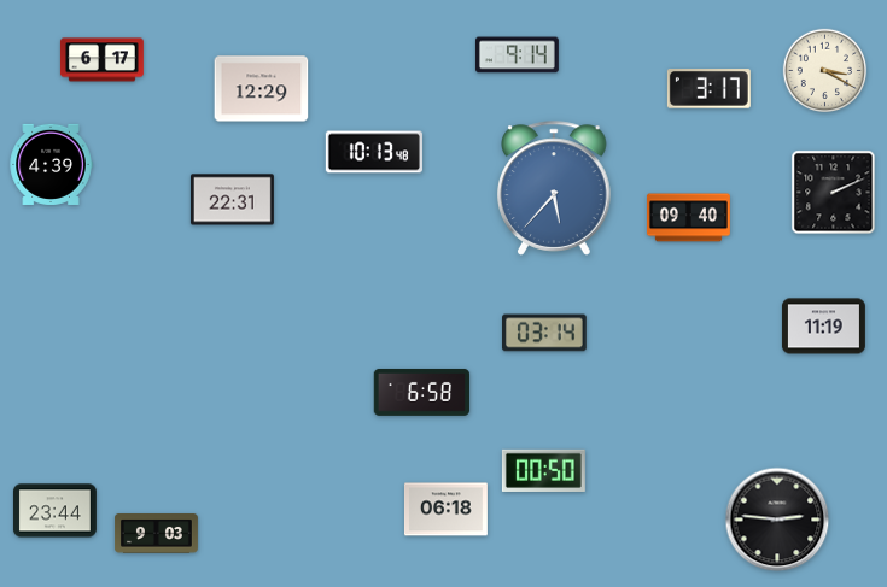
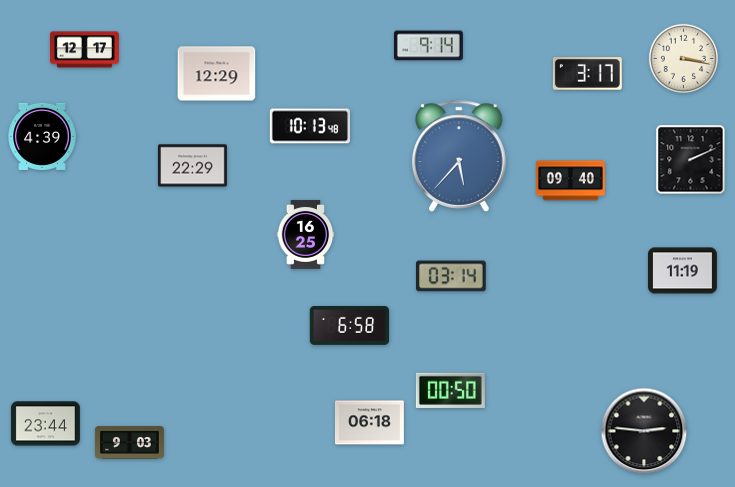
clock at (101, 60): 6:17 -> 12:17
clock at (825, 71): 3:20 -> 3:17
clock at (232, 200): 22:31 -> 22:29
clock at (306, 234): none -> 16:25
